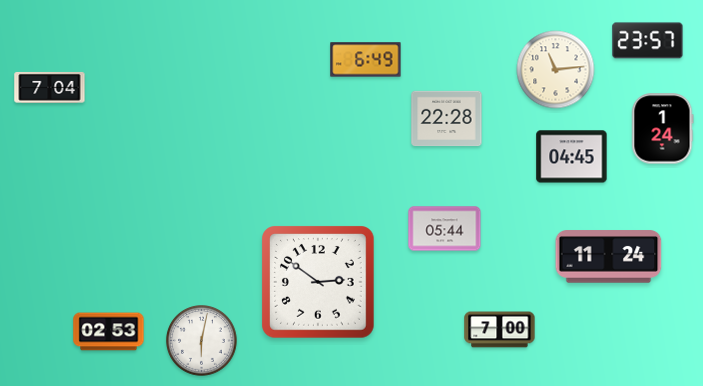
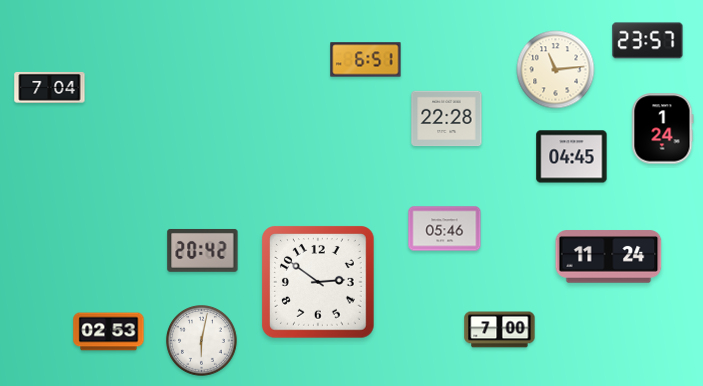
clock at (366, 60): 6:49 -> 6:51
clock at (445, 229): 05:44 -> 05:46
clock at (203, 251): none -> 20:42
